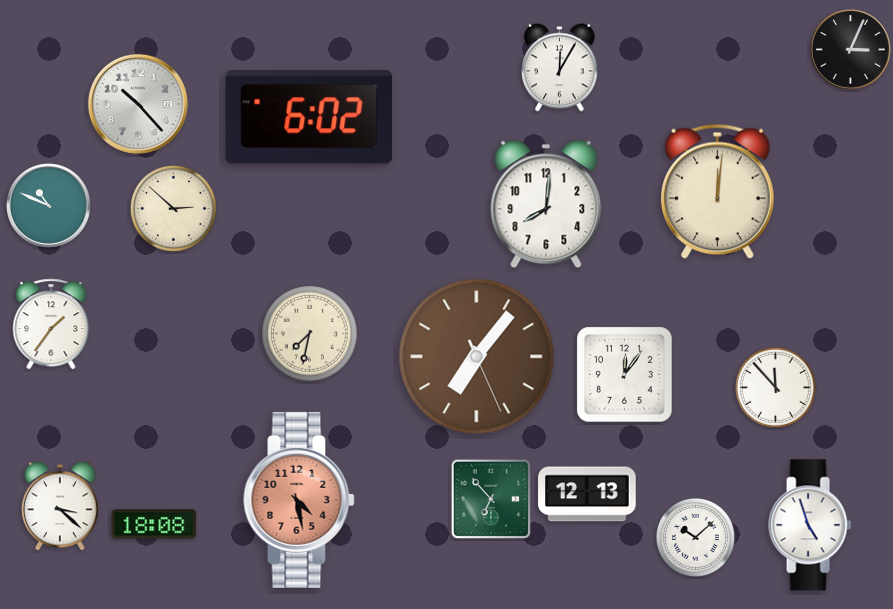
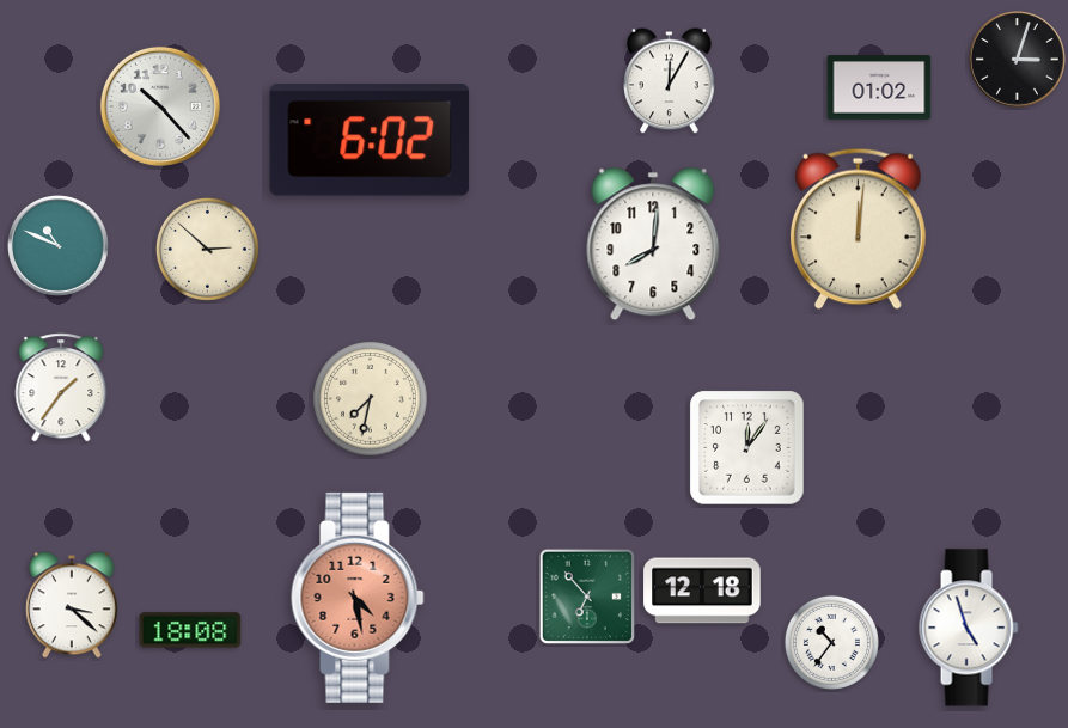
clock at (851, 50): 3:04 -> 3:03
clock at (879, 87): none -> 01:02
clock at (138, 104) position: (138, 104) -> (160, 106)
clock at (477, 357): 7:06 -> none
clock at (775, 387): 11:53 -> none
clock at (587, 494): 12:13 -> 12:18
clock at (154, 524) position: (154, 524) -> (190, 630)
clock at (695, 537): 10:08 -> 10:36
